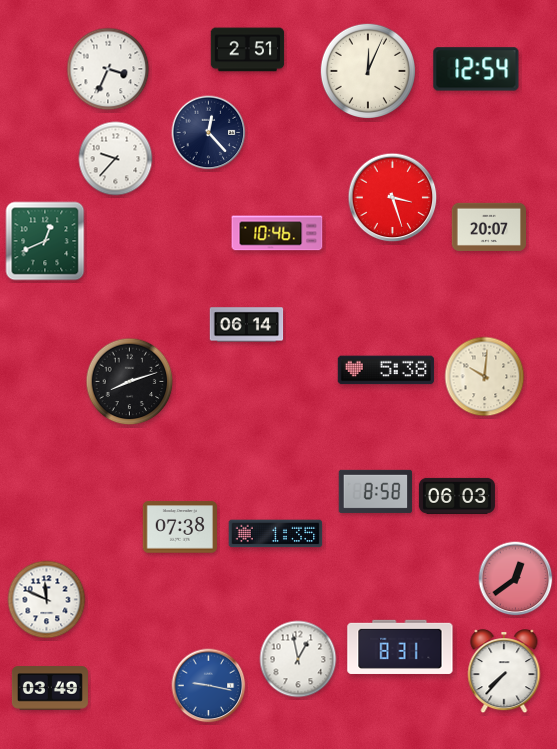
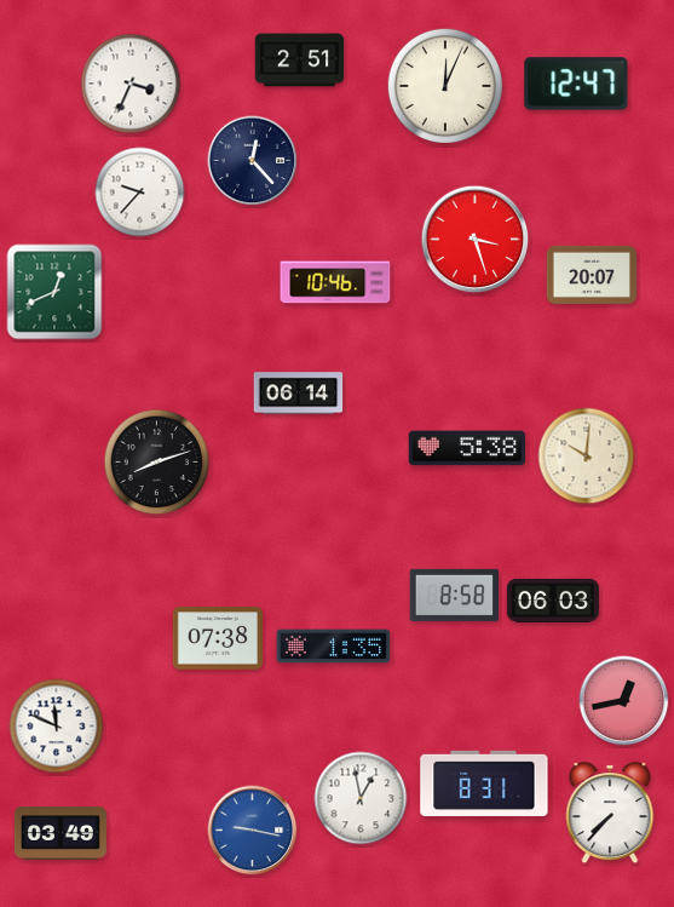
clock at (476, 69): 12:54 -> 12:47
clock at (516, 579): 12:39 -> 12:43
